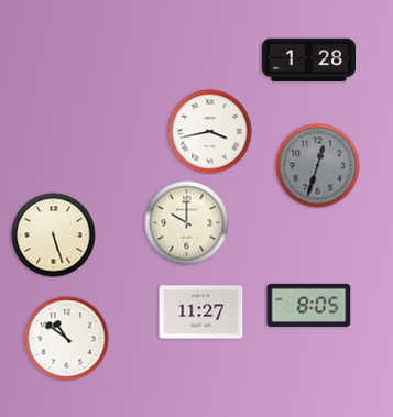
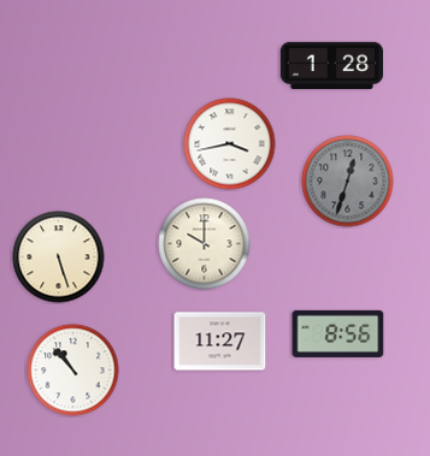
clock at (308, 59) position: (308, 59) -> (331, 65)
clock at (309, 305): 8:05 -> 8:56
clock at (67, 339): 10:51 -> 10:53
